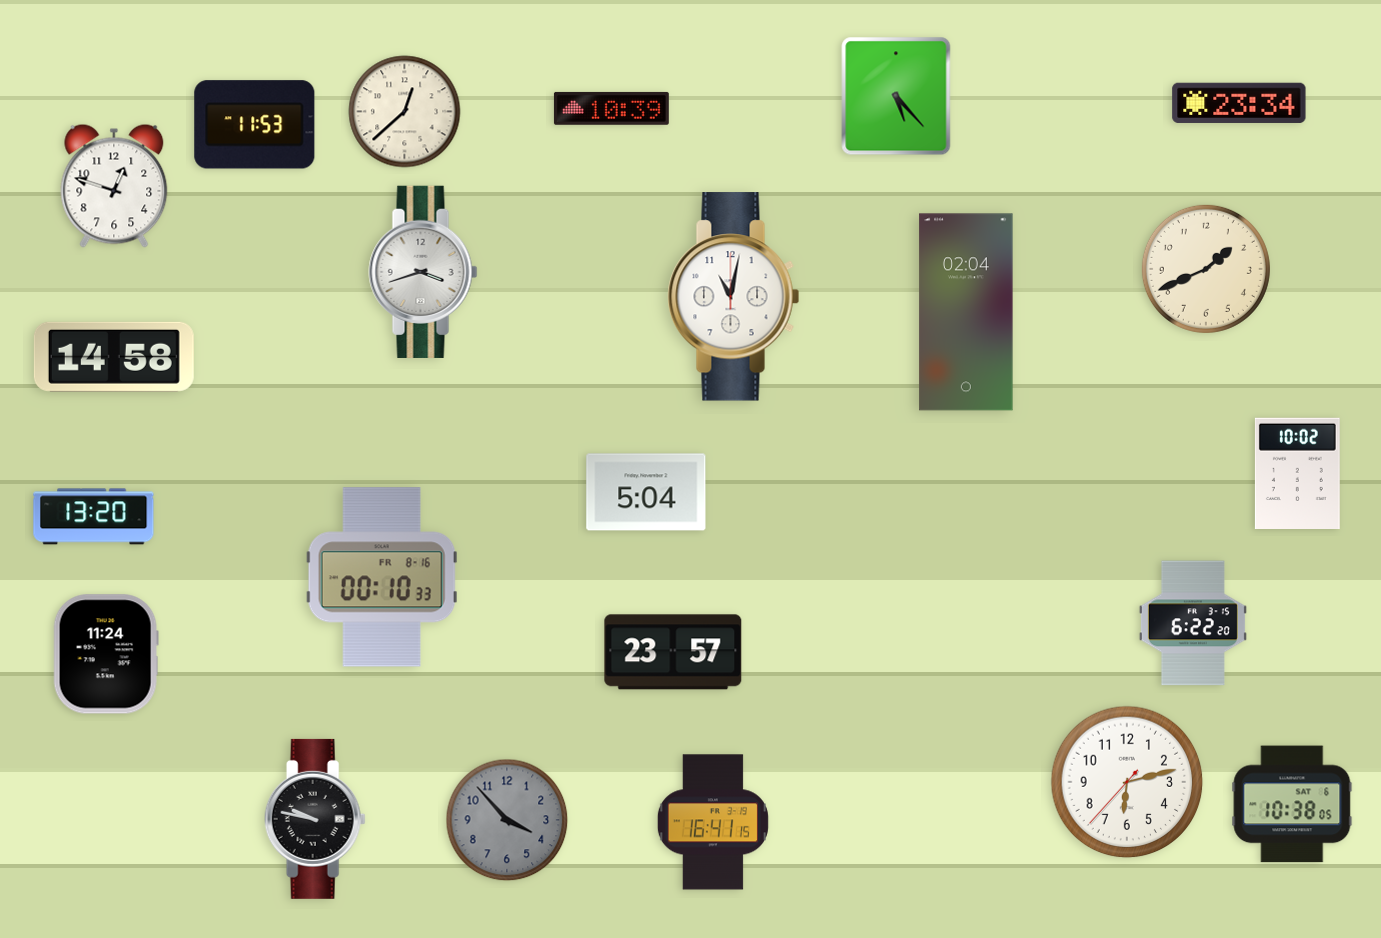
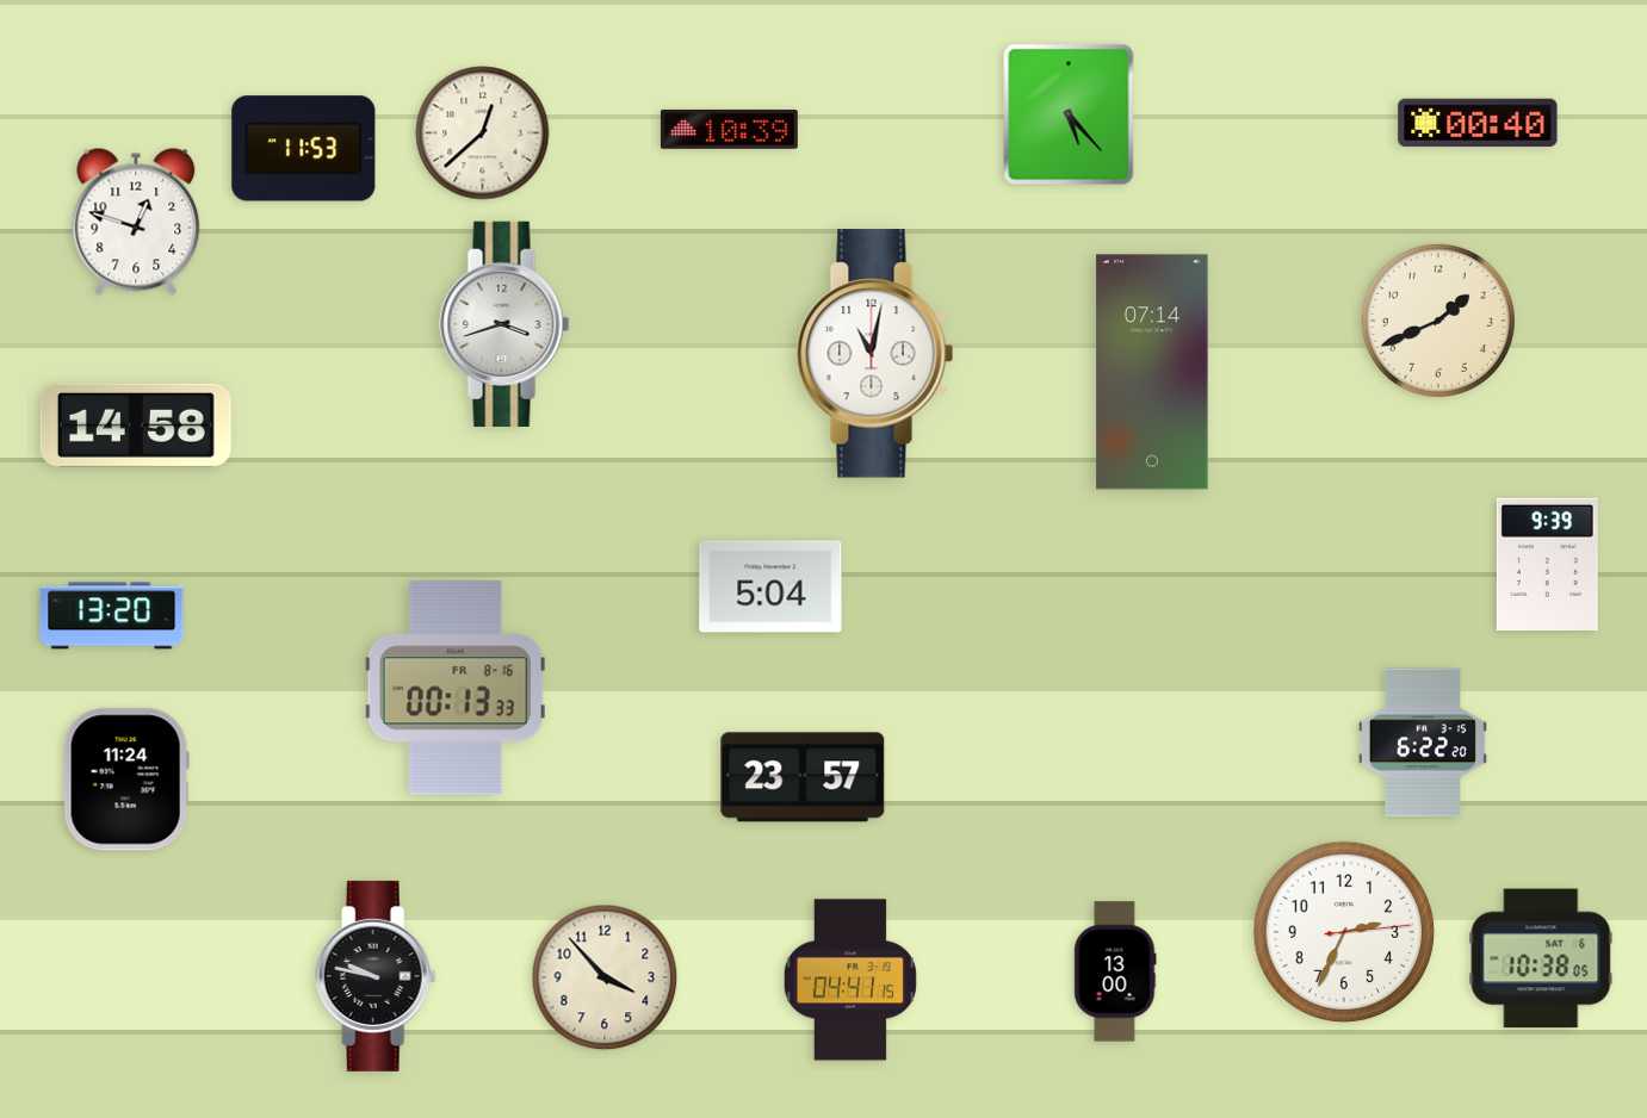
clock at (1239, 103): 23:34 -> 00:40
clock at (966, 312): 02:04 -> 07:14
clock at (1297, 473): 10:02 -> 9:39
clock at (382, 577): 00:10 -> 00:13
clock at (1127, 782): 6:12 -> 2:34
clock at (1115, 971): none -> 13:00
clock at (507, 820) dial: grey -> cream
clock at (713, 822): 16:41 -> 04:41
